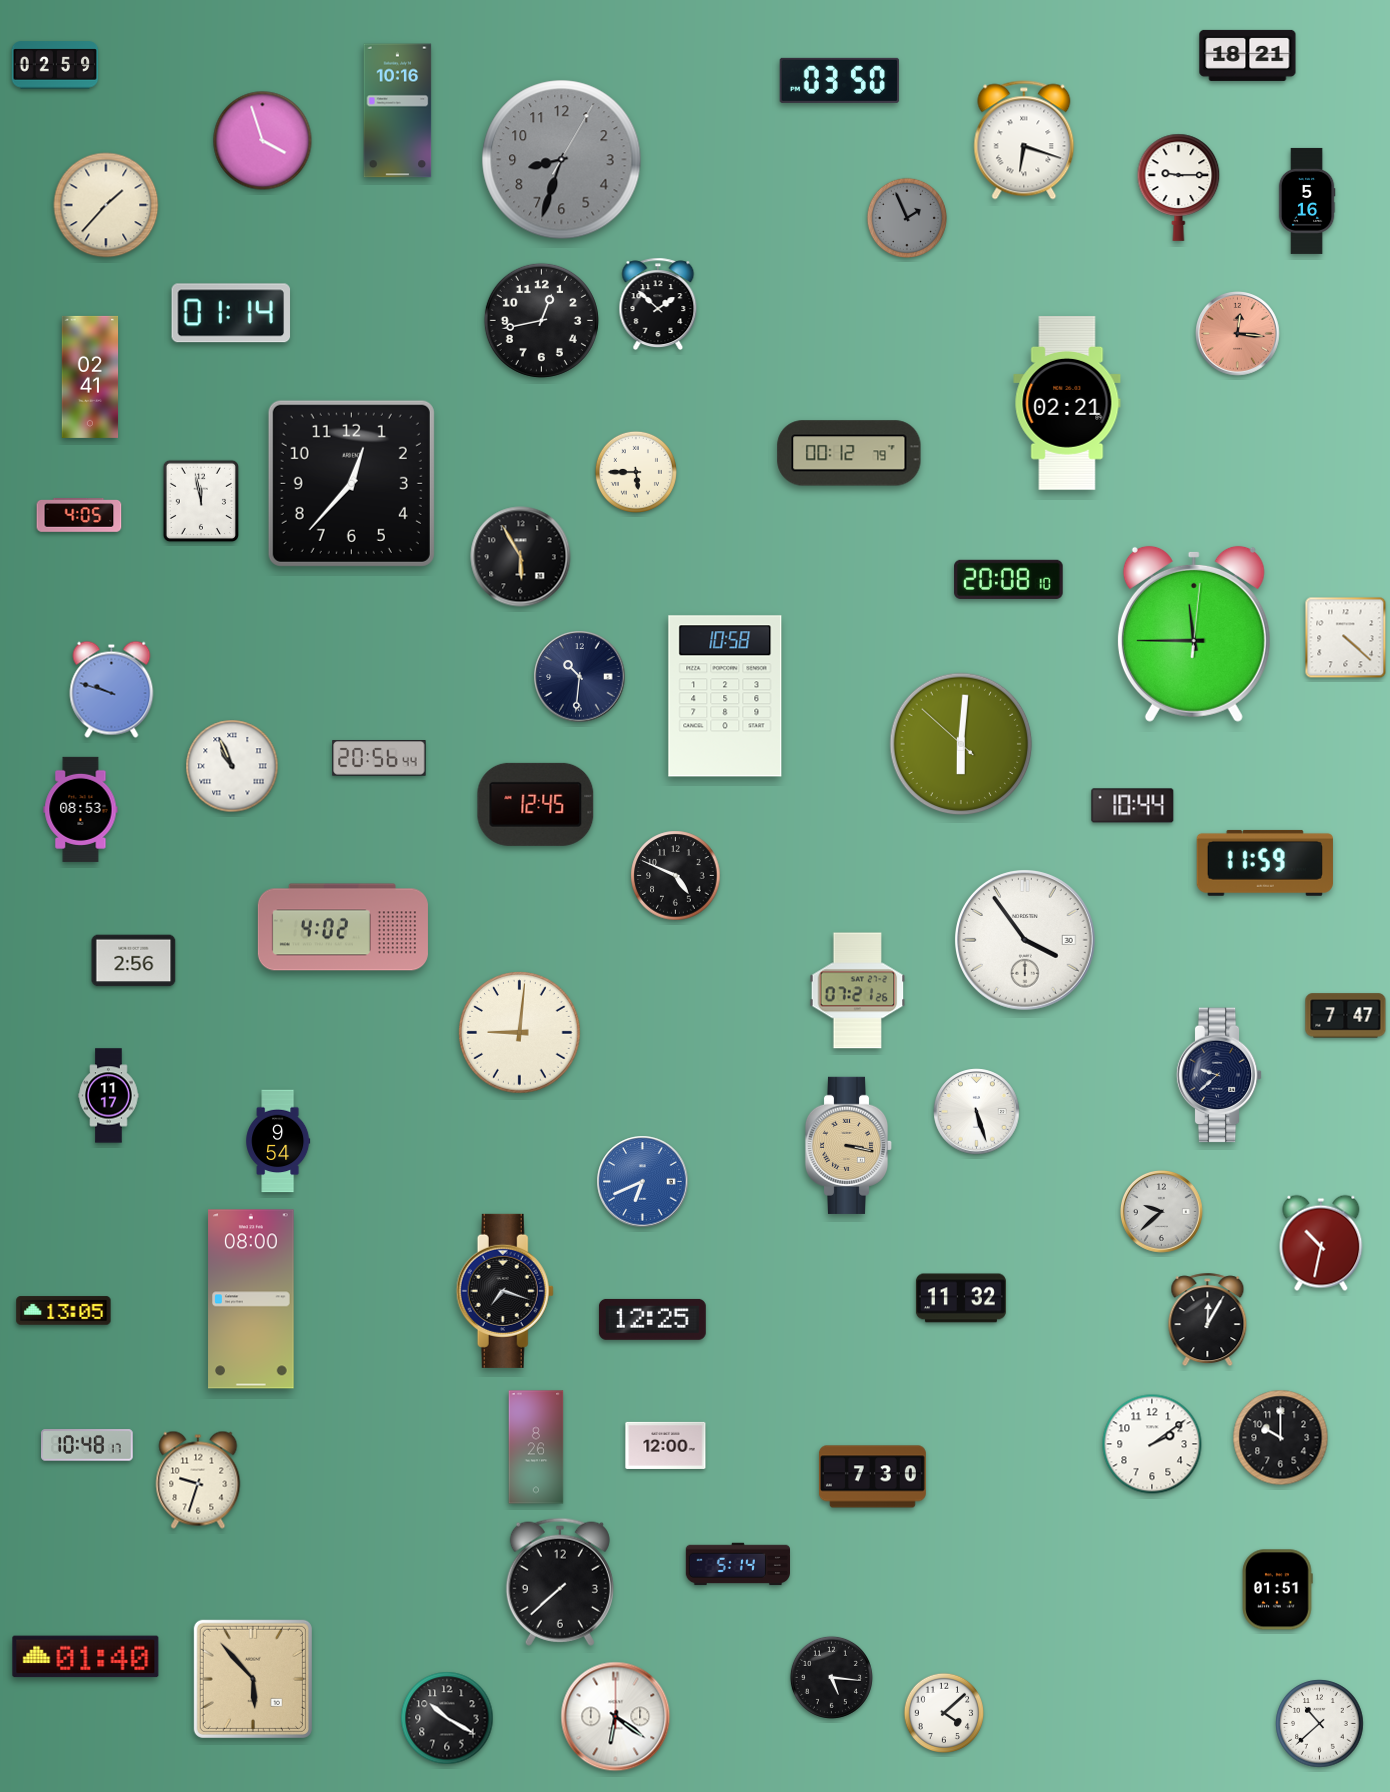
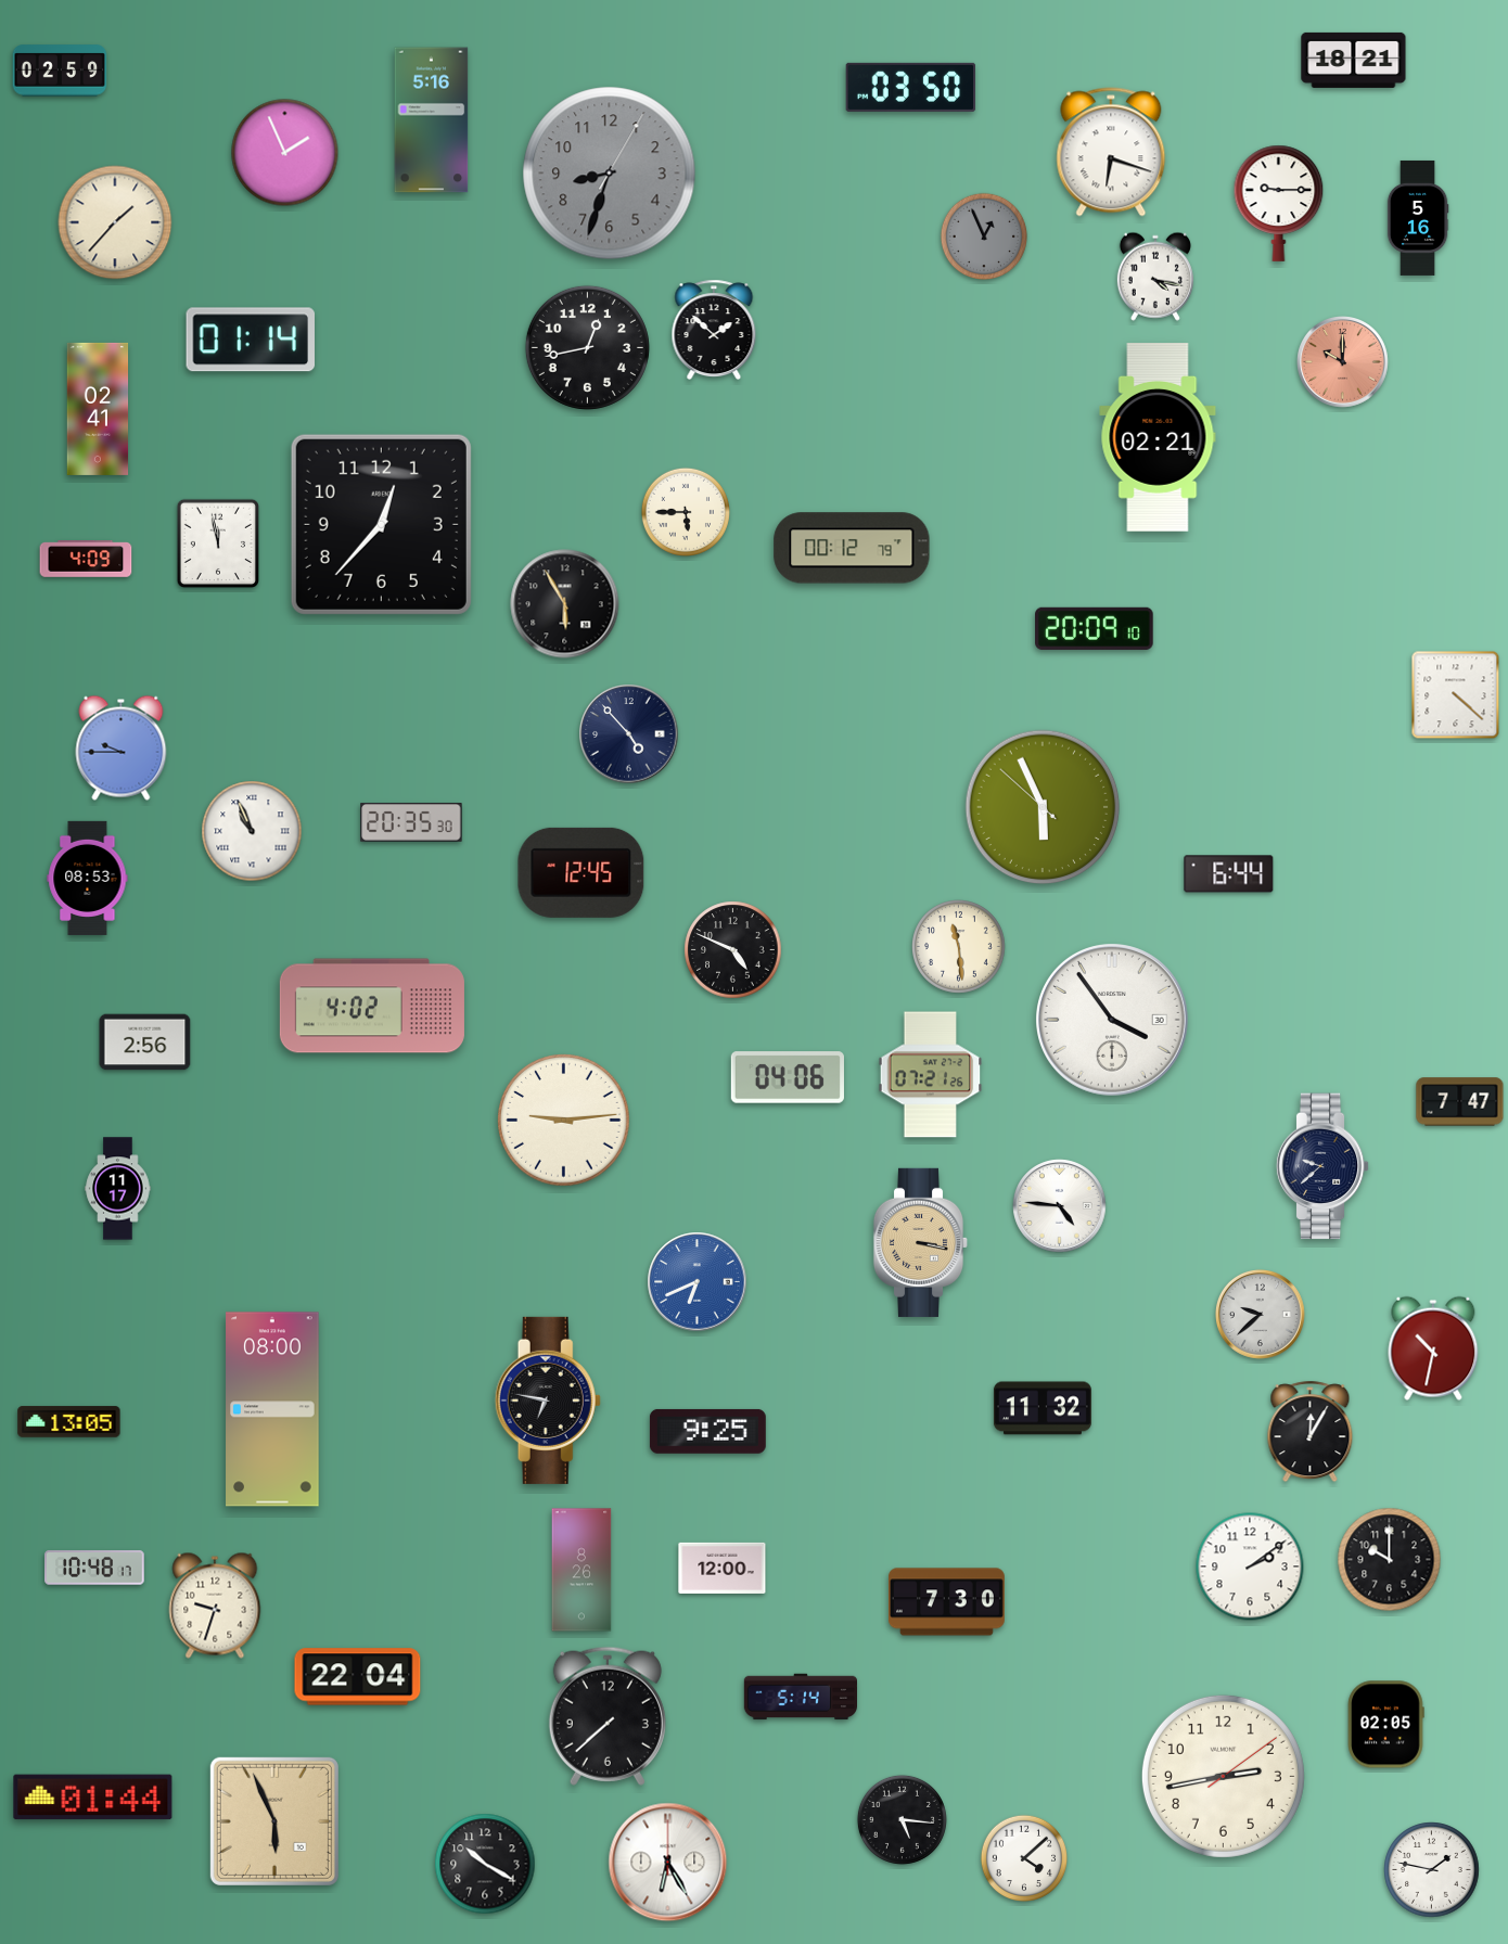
clock at (398, 111): 10:16 -> 5:16
clock at (263, 141): 3:57 -> 1:56
clock at (906, 217): 1:56 -> 12:56
clock at (1155, 277): none -> 4:17
clock at (1238, 334): 12:16 -> 10:00
clock at (849, 453) position: (849, 453) -> (852, 548)
clock at (636, 472) position: (636, 472) -> (686, 512)
clock at (79, 515): 4:05 -> 4:09
clock at (1009, 579): 20:08 -> 20:09
clock at (1194, 634): 11:45 -> none
clock at (1346, 638) position: (1346, 638) -> (1456, 695)
clock at (580, 677): 10:31 -> 4:53
clock at (112, 689): 9:48 -> 9:45
clock at (725, 696): 10:58 -> none
clock at (961, 744): 6:00 -> 5:55
clock at (379, 758): 20:56 -> 20:35
clock at (1133, 806): 10:44 -> 6:44
clock at (1265, 863): 11:59 -> none
clock at (959, 947): none -> 11:29
clock at (788, 1077): none -> 04:06
clock at (520, 1033): 9:01 -> 9:14
clock at (977, 1112): 5:27 -> 4:46
clock at (278, 1141): 9:54 -> none
clock at (505, 1291): 7:18 -> 6:47
clock at (652, 1319): 12:25 -> 9:25
clock at (358, 1677): none -> 22:04
clock at (1277, 1590): 01:51 -> 02:05
clock at (1223, 1776): none -> 2:43
clock at (86, 1657): 01:40 -> 01:44
clock at (253, 1679): 5:53 -> 5:56
clock at (616, 1717): 6:21 -> 6:25
clock at (1320, 1724): 10:38 -> 1:47
